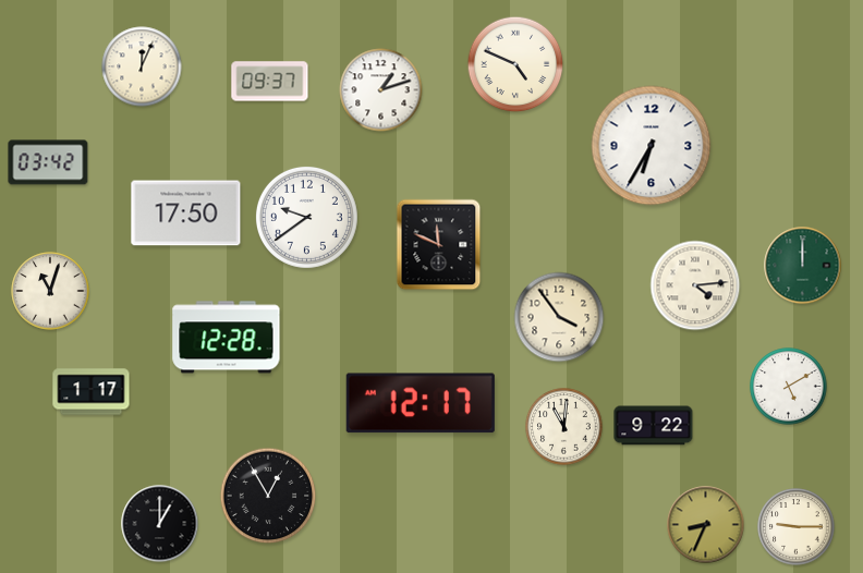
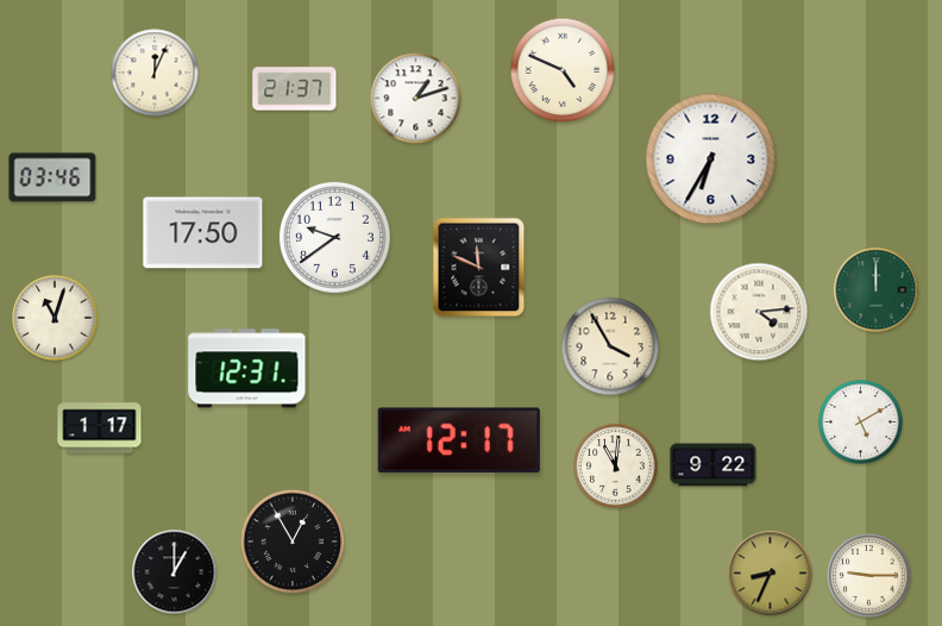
clock at (270, 82): 09:37 -> 21:37
clock at (48, 162): 03:42 -> 03:46
clock at (559, 317): 3:54 -> 3:55
clock at (227, 338): 12:28 -> 12:31
